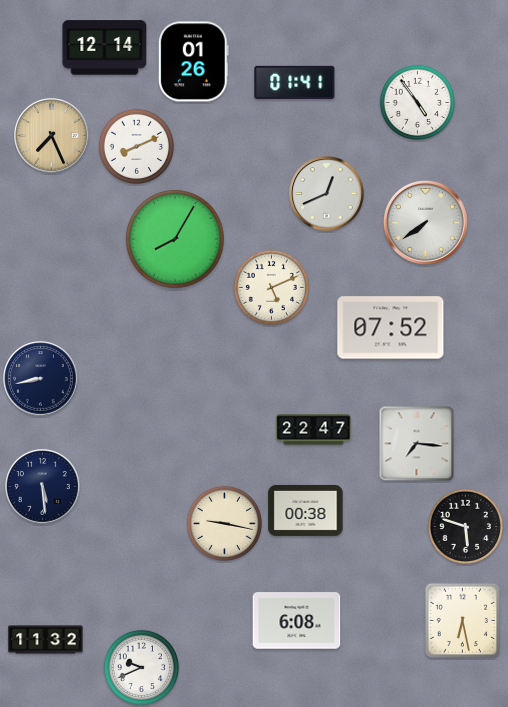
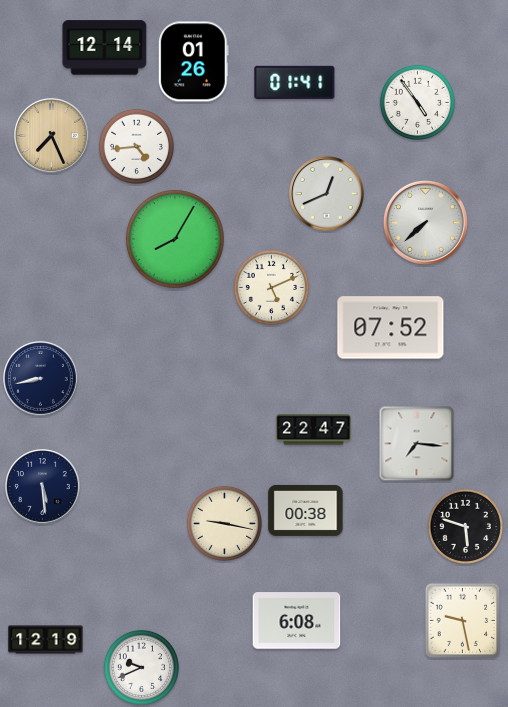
clock at (136, 146): 8:11 -> 4:44
clock at (425, 222): 7:39 -> 7:38
clock at (463, 621): 6:28 -> 9:28
clock at (46, 640): 11:32 -> 12:19
